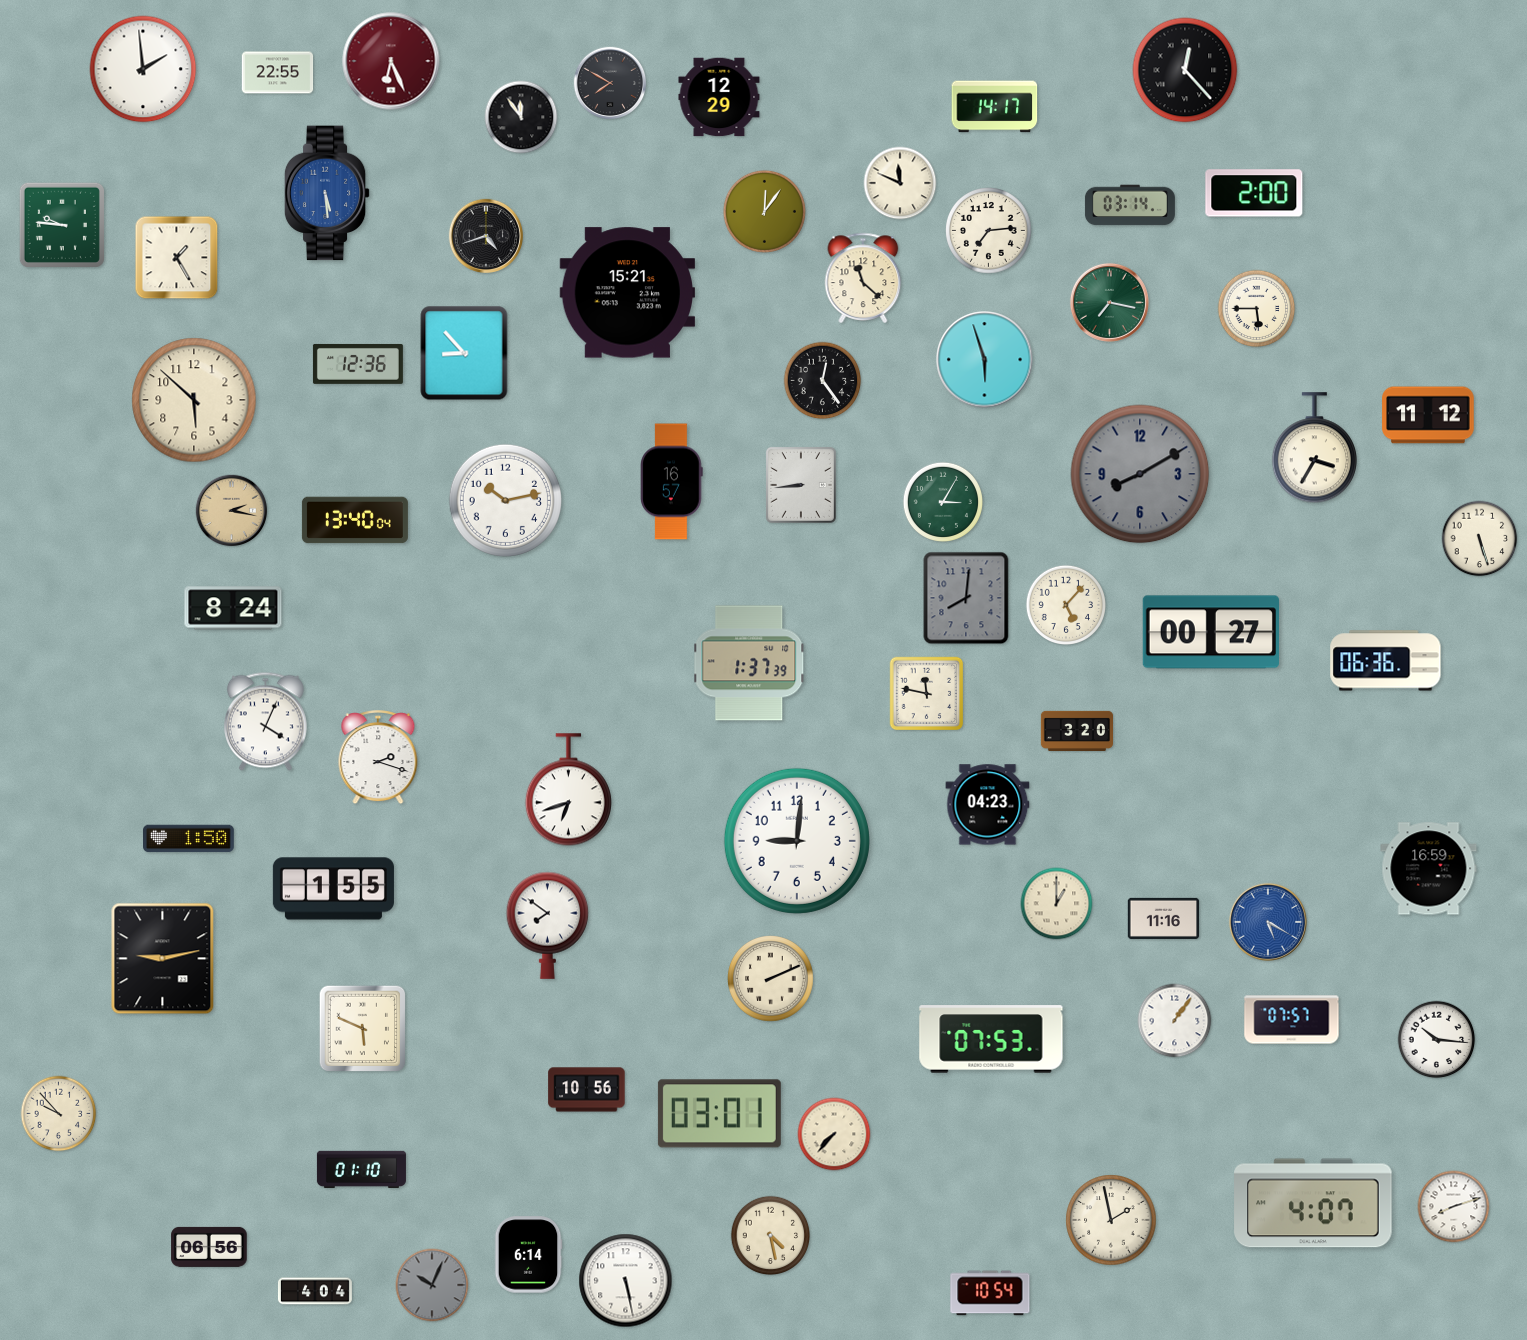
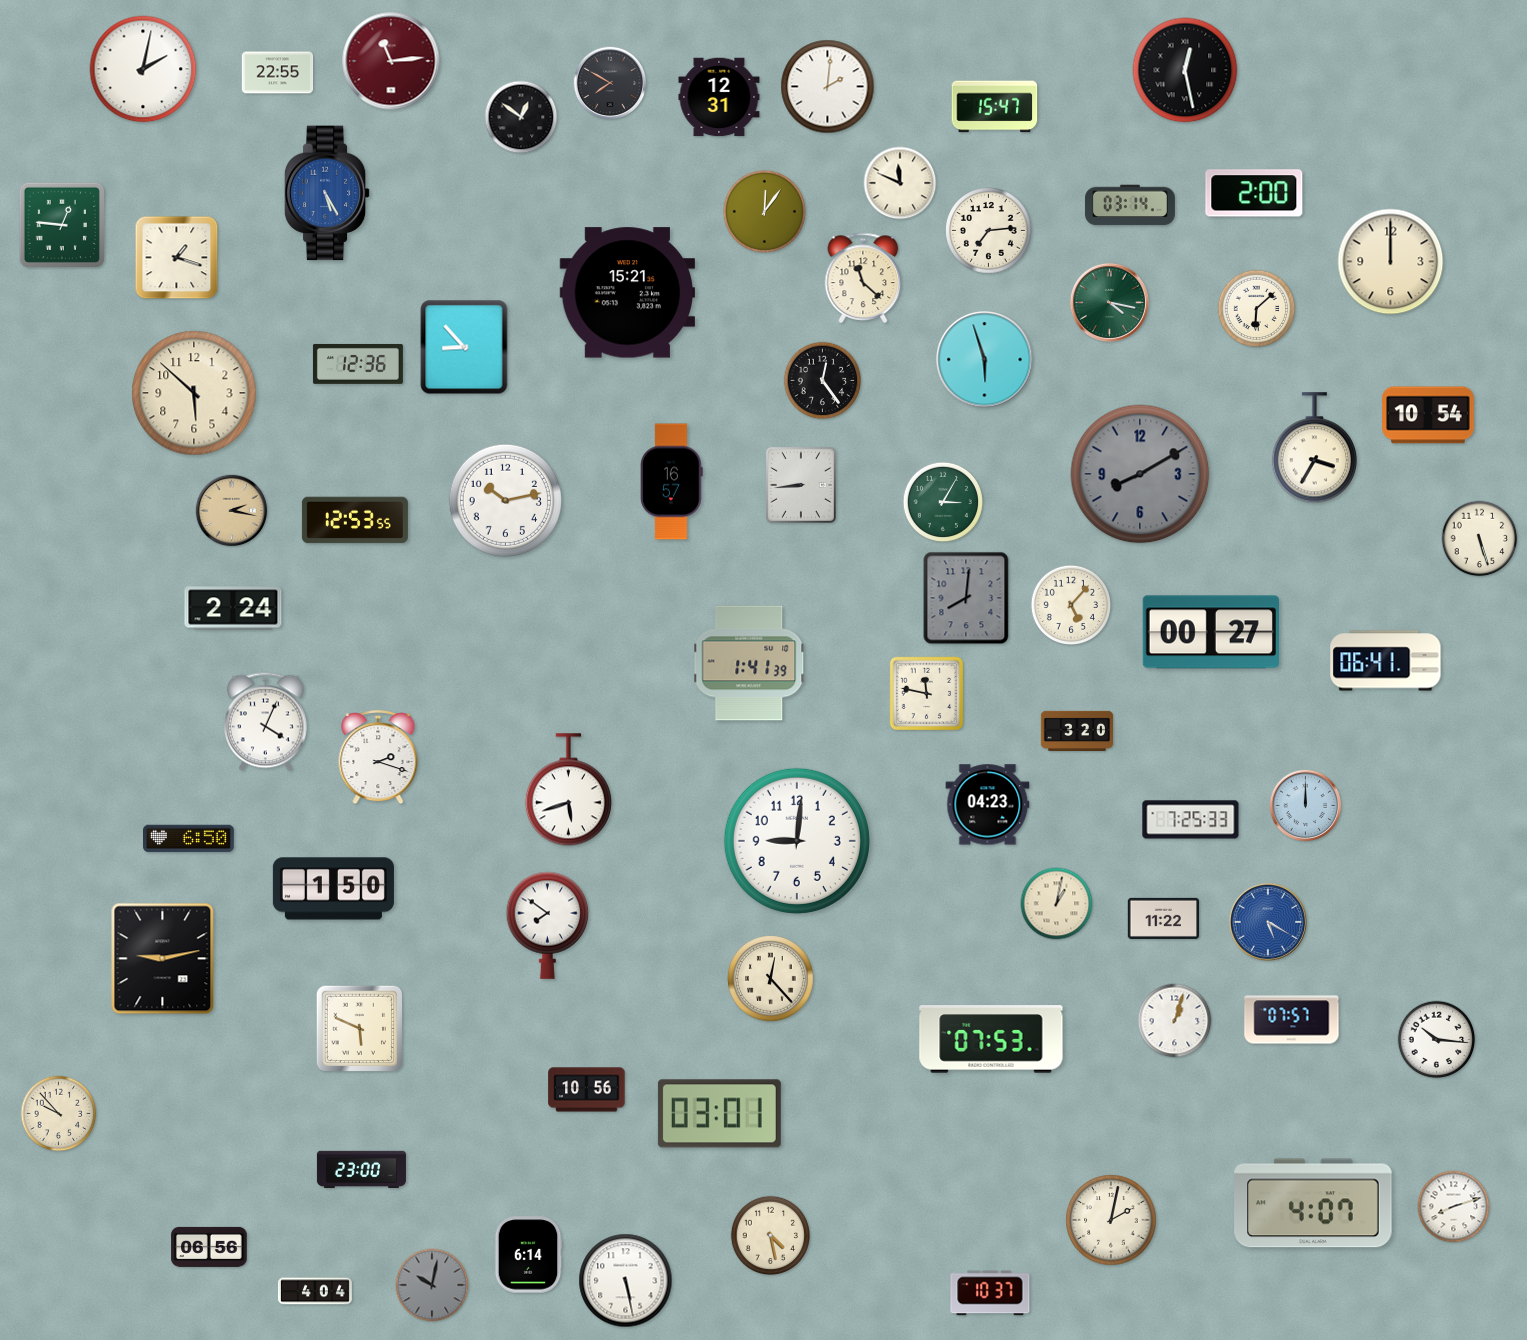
clock at (391, 61): 6:26 -> 11:14
clock at (143, 69): 1:59 -> 2:02
clock at (1185, 70): 12:23 -> 12:28
clock at (828, 87): none -> 2:01
clock at (719, 97): 12:29 -> 12:31
clock at (995, 107): 14:17 -> 15:47
clock at (521, 117): 11:54 -> 12:51
clock at (327, 193): 5:29 -> 5:25
clock at (62, 225): 9:46 -> 12:46
clock at (485, 235): 4:42 -> none
clock at (177, 258): 1:25 -> 1:18
clock at (1391, 262): none -> 12:00
clock at (1109, 302): 7:17 -> 4:17
clock at (1257, 309): 5:45 -> 6:08
clock at (464, 353) position: (464, 353) -> (464, 347)
clock at (194, 400) position: (194, 400) -> (194, 393)
clock at (1428, 415): 11:12 -> 10:54
clock at (355, 520): 13:40 -> 12:53
clock at (1065, 604) position: (1065, 604) -> (1070, 604)
clock at (233, 608): 8:24 -> 2:24
clock at (1386, 661): 06:36 -> 06:41
clock at (750, 663): 1:37 -> 1:41
clock at (568, 790): 6:42 -> 5:42
clock at (1306, 806): none -> 12:00
clock at (1191, 820): none -> 7:25
clock at (189, 839): 1:50 -> 6:50
clock at (1429, 869): 16:59 -> none
clock at (333, 889): 1:55 -> 1:50
clock at (1057, 904): 1:00 -> 1:02
clock at (1164, 918): 11:16 -> 11:22
clock at (771, 979): 2:11 -> 12:23
clock at (1175, 1021): 1:06 -> 1:03
clock at (363, 1029) position: (363, 1029) -> (360, 1029)
clock at (834, 1134): 7:37 -> none
clock at (361, 1169): 01:10 -> 23:00
clock at (1111, 1220): 1:58 -> 2:02
clock at (432, 1285): 10:04 -> 10:02
clock at (990, 1293): 10:54 -> 10:37
